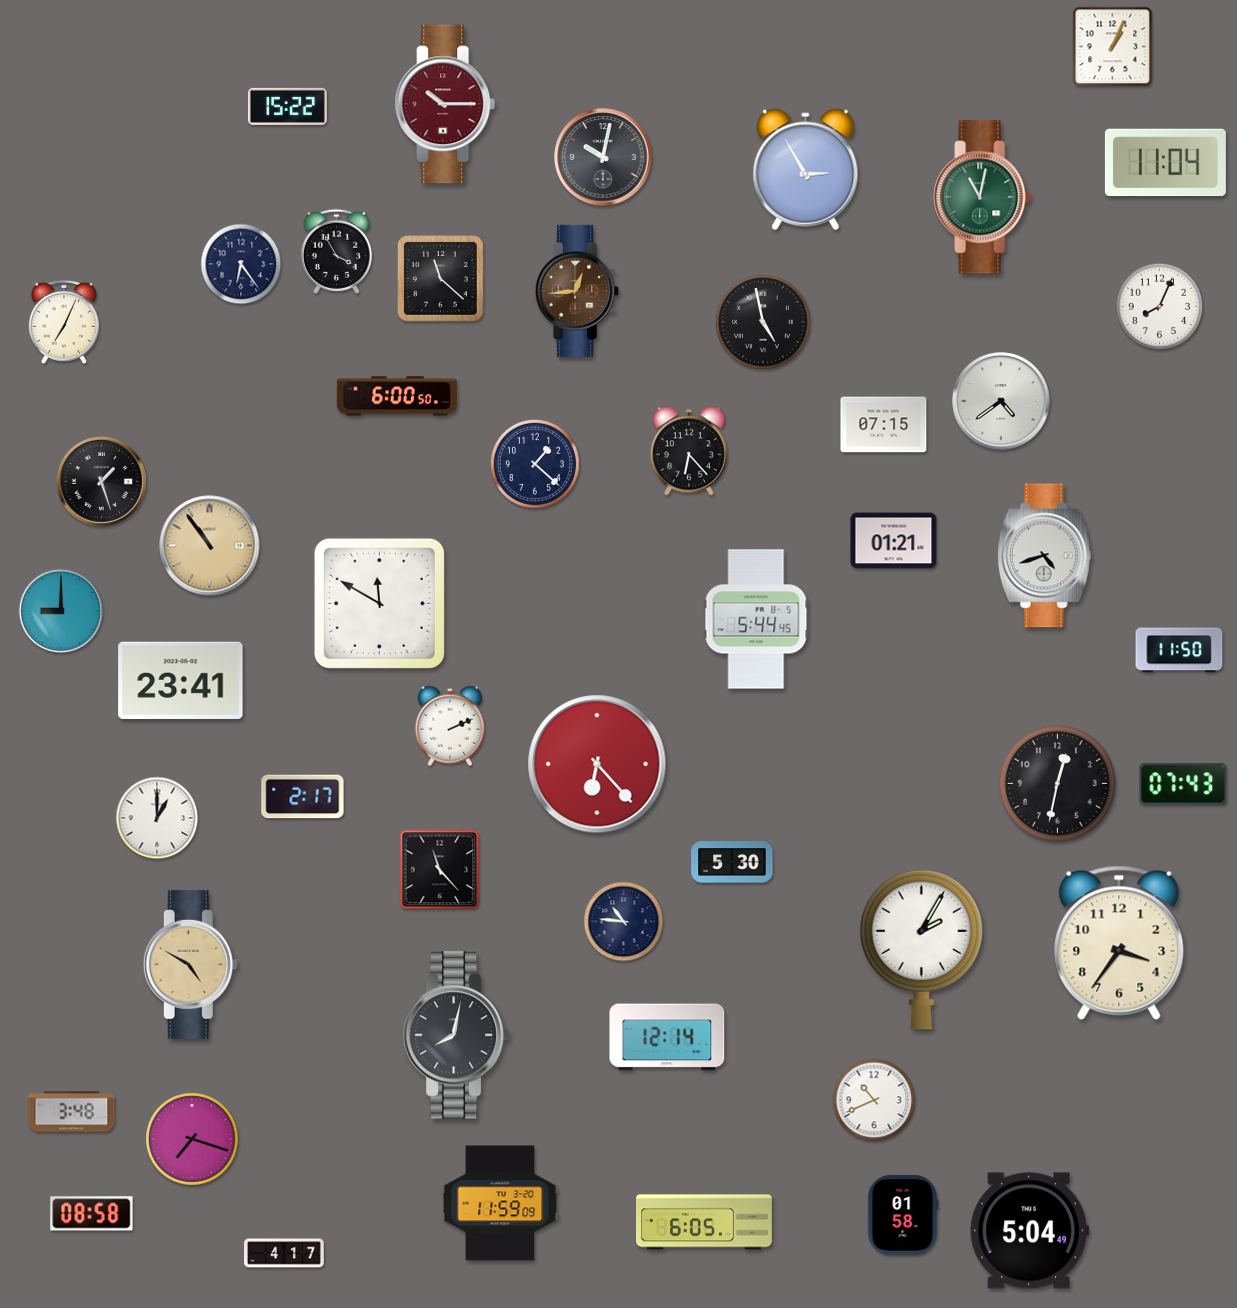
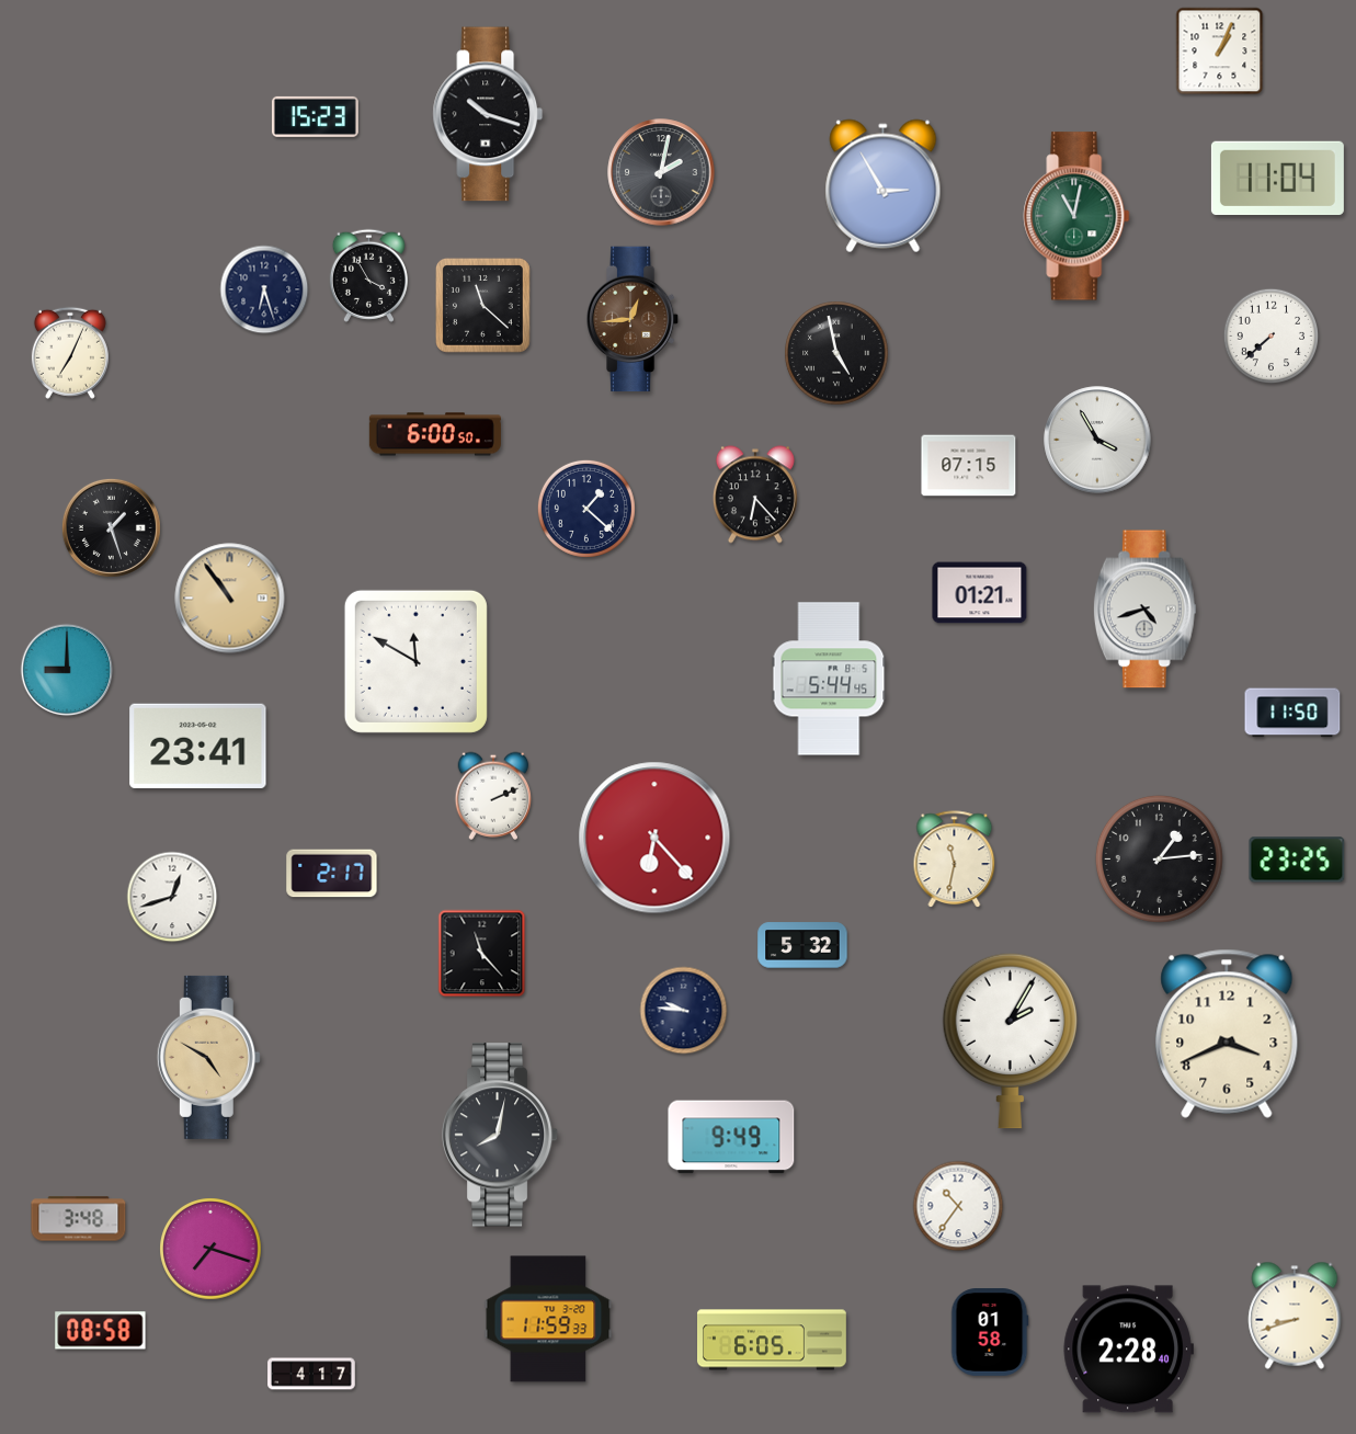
clock at (445, 104): 10:15 -> 10:18
clock at (445, 104) dial: burgundy -> black
clock at (287, 106): 15:22 -> 15:23
clock at (603, 157): 10:02 -> 2:02
clock at (241, 264): 6:24 -> 6:27
clock at (1160, 307): 8:04 -> 7:38
clock at (1001, 401): 4:39 -> 3:55
clock at (1057, 783): 12:32 -> 1:14
clock at (955, 860): none -> 11:32
clock at (1183, 784): 07:43 -> 23:25
clock at (157, 818): 1:00 -> 12:42
clock at (732, 862): 5:30 -> 5:32
clock at (624, 922): 10:46 -> 9:46
clock at (1119, 943): 3:36 -> 3:41
clock at (667, 1037): 12:14 -> 9:49
clock at (874, 1100): 10:41 -> 10:36
clock at (1295, 1316): none -> 8:42
clock at (500, 1203): 11:59:09 -> 11:59:33
clock at (1029, 1231): 5:04 -> 2:28
